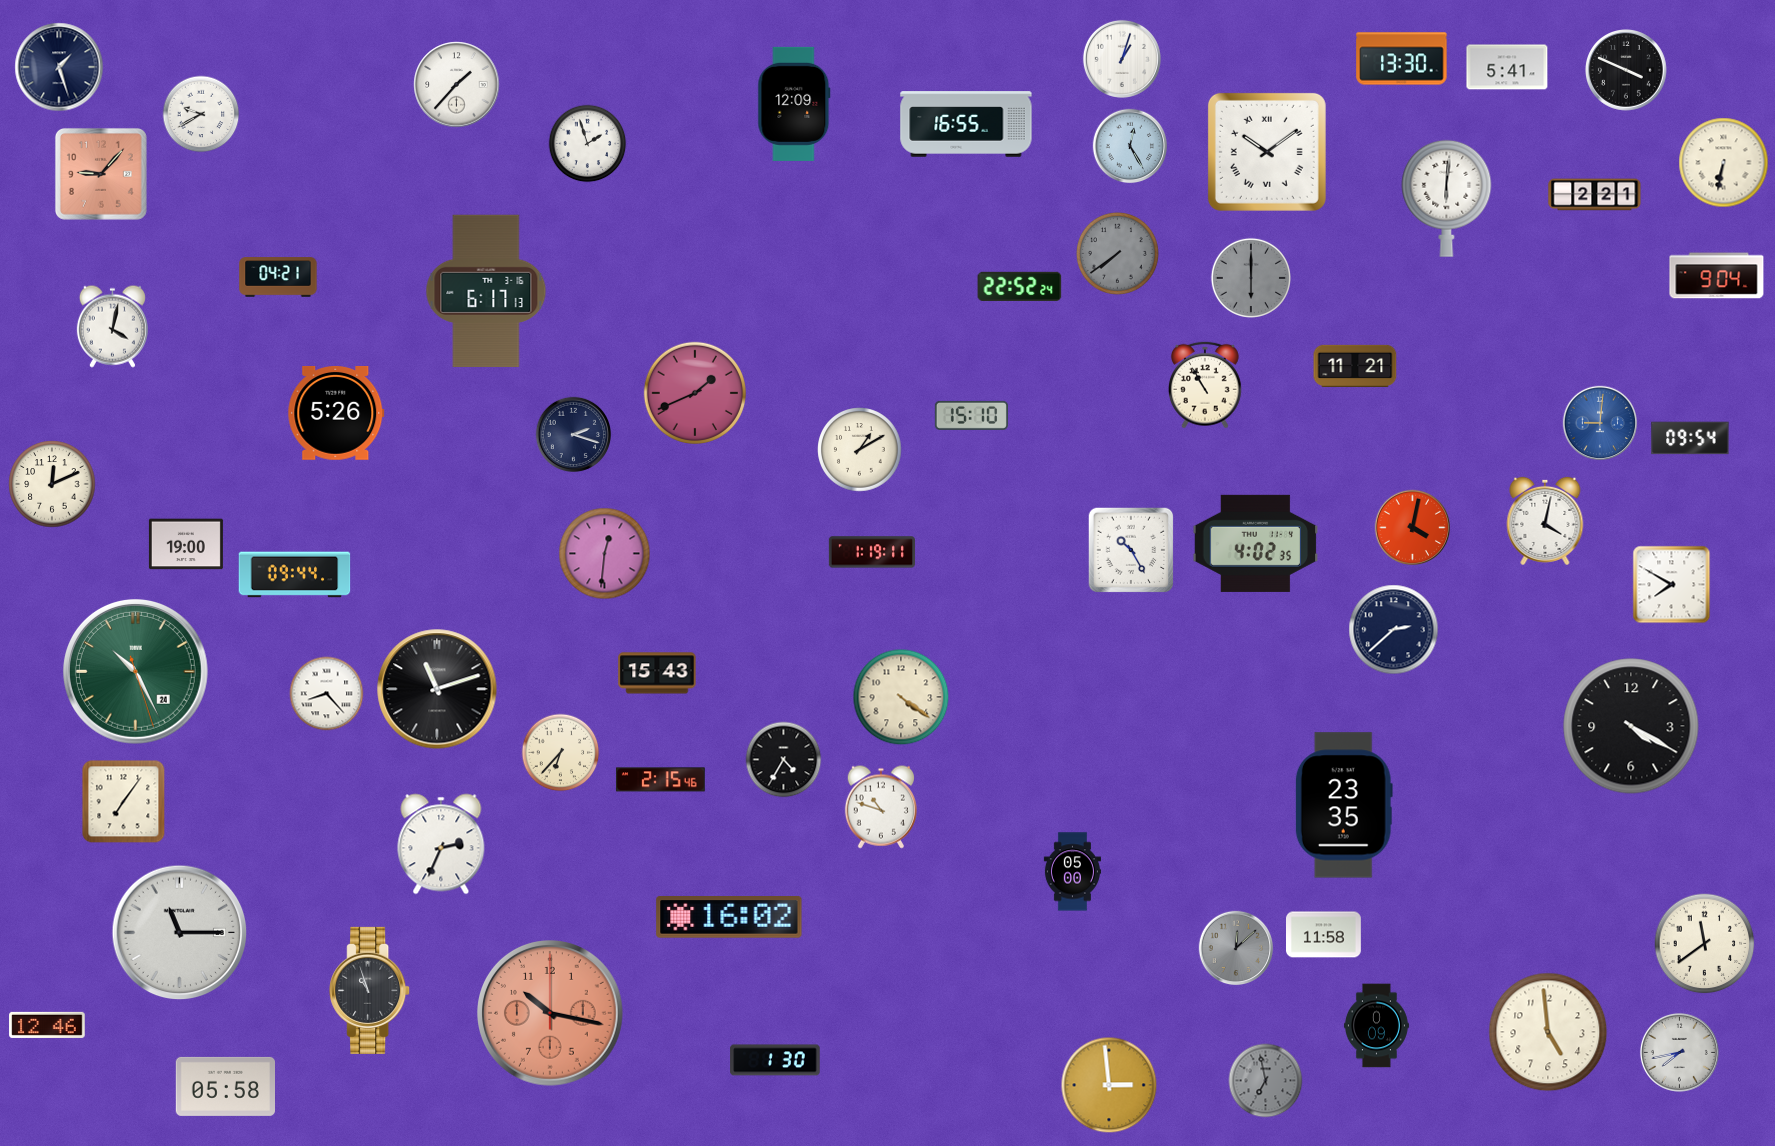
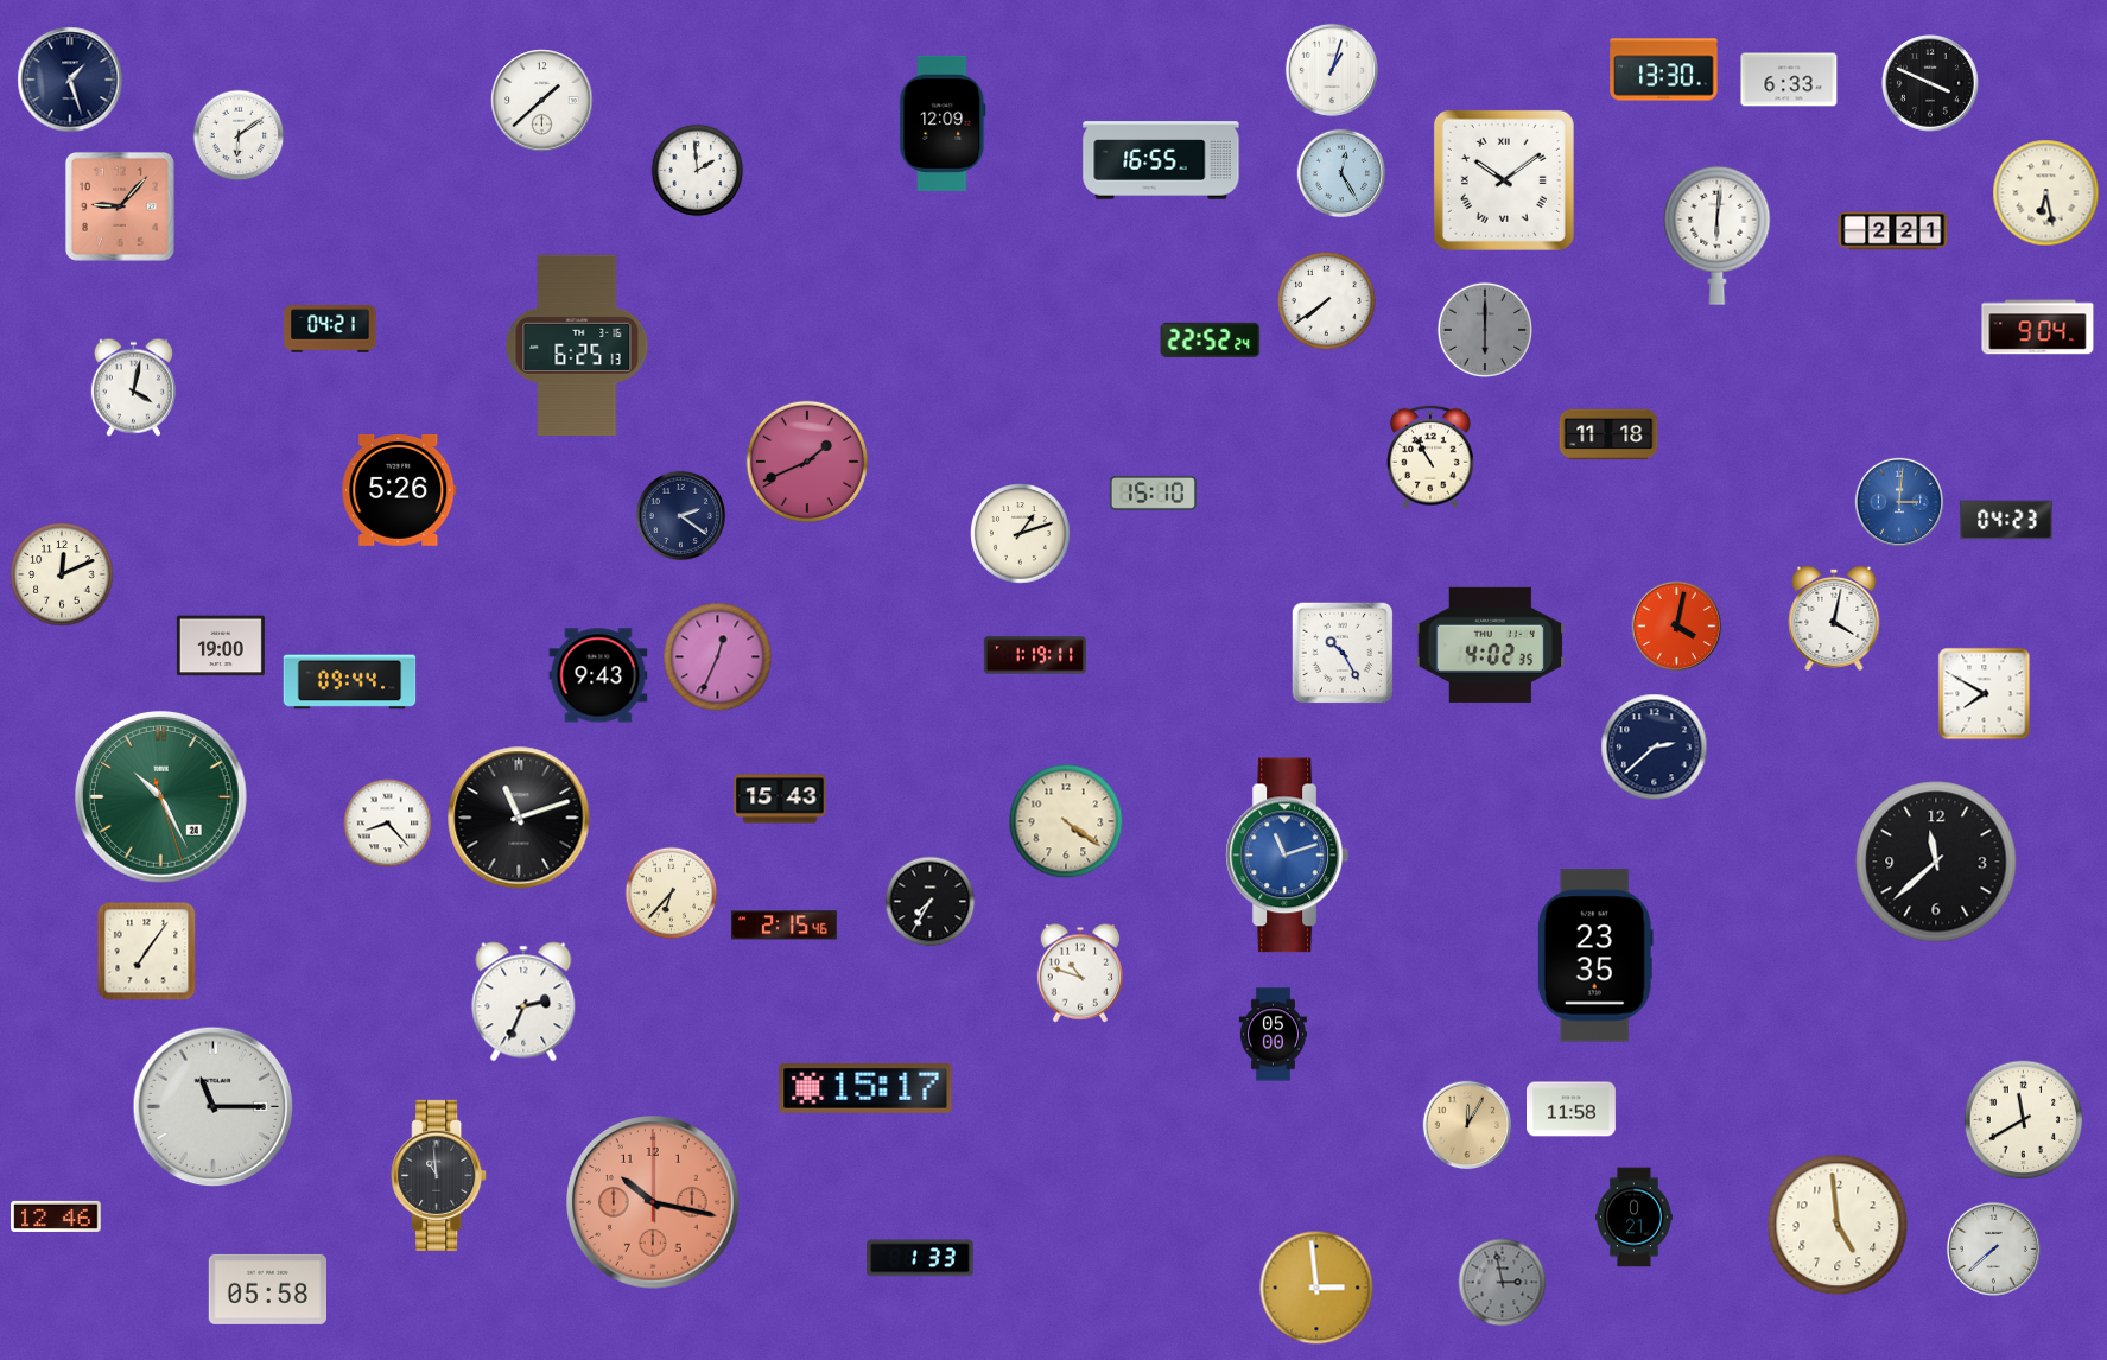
clock at (1507, 67): 5:41 -> 6:33
clock at (457, 85): 1:37 -> 1:38
clock at (201, 114): 9:40 -> 6:09
clock at (966, 124) position: (966, 124) -> (1161, 160)
clock at (588, 144): 1:57 -> 1:59
clock at (1724, 163): 6:32 -> 6:28
clock at (1117, 253) dial: grey -> white
clock at (486, 291): 6:17 -> 6:25
clock at (1355, 365): 11:21 -> 11:18
clock at (695, 393) position: (695, 393) -> (807, 462)
clock at (1600, 423): 9:01 -> 3:01
clock at (574, 435): 2:18 -> 2:21
clock at (1690, 438): 09:54 -> 04:23
clock at (860, 450): 1:10 -> 1:12
clock at (605, 554): 12:31 -> 12:34
clock at (598, 675): none -> 9:43
clock at (901, 697) position: (901, 697) -> (1066, 821)
clock at (1287, 856): none -> 11:12
clock at (1631, 726): 4:20 -> 11:38
clock at (561, 753) position: (561, 753) -> (672, 894)
clock at (784, 760): 4:35 -> 7:35
clock at (880, 807) position: (880, 807) -> (1079, 973)
clock at (729, 917): 16:02 -> 15:17
clock at (1705, 944): 11:39 -> 11:40
clock at (1236, 948): 12:08 -> 12:05
clock at (1236, 948) dial: grey -> champagne
clock at (370, 990): 10:57 -> 10:59
clock at (1376, 1026): 0:09 -> 0:21
clock at (1679, 1052): 7:43 -> 7:38
clock at (775, 1060): 1:30 -> 1:33
clock at (1266, 1081): 6:58 -> 2:58
